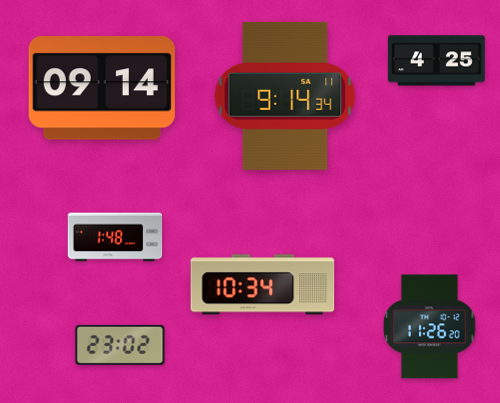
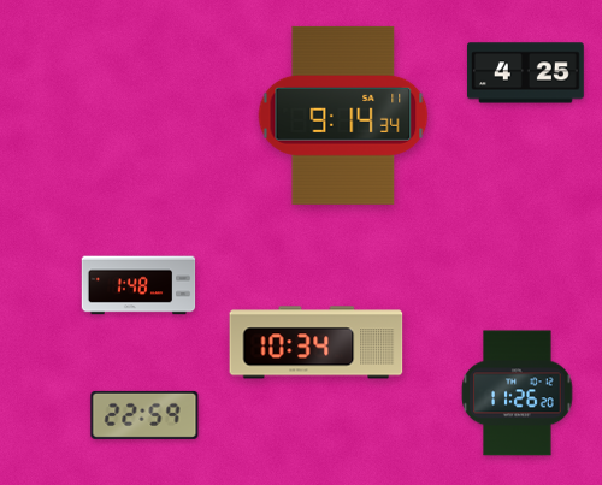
clock at (102, 88): 09:14 -> none
clock at (120, 345): 23:02 -> 22:59
